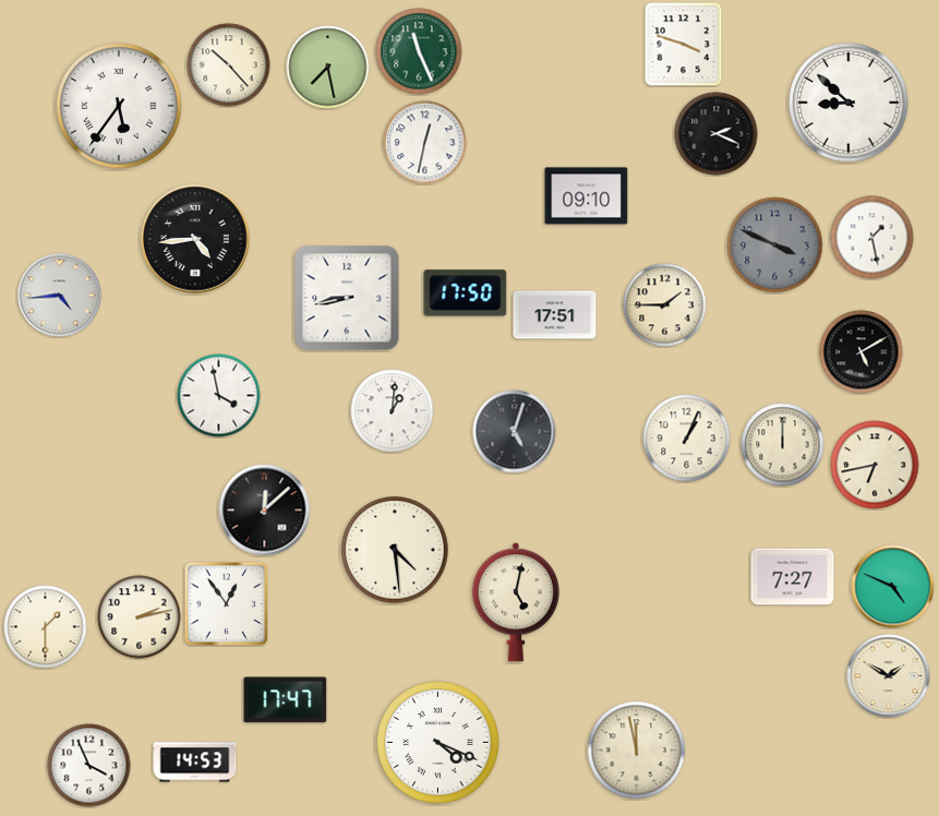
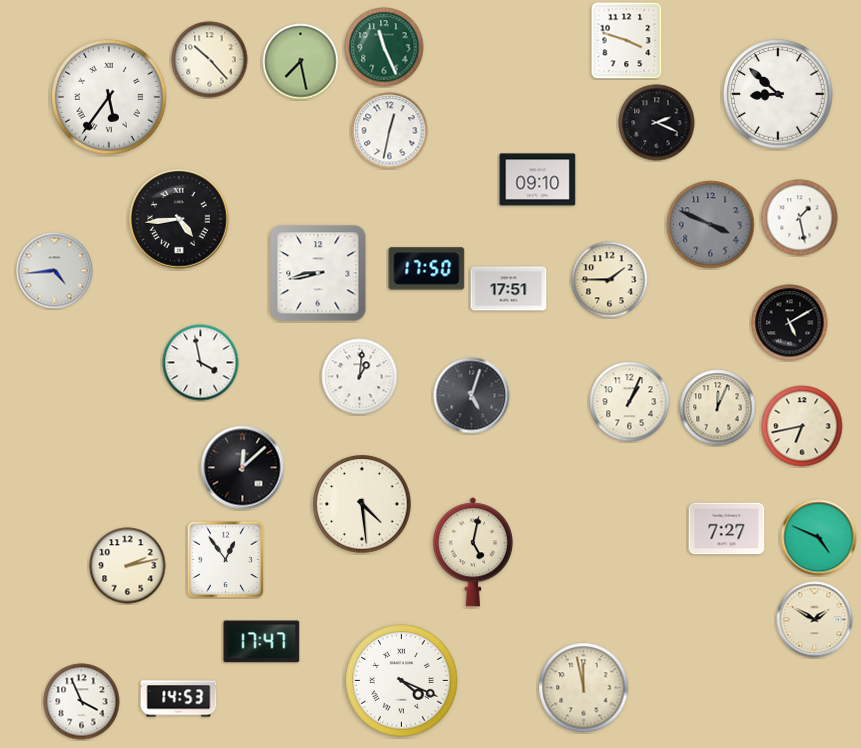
clock at (783, 445): 12:00 -> 12:04
clock at (226, 603) position: (226, 603) -> (225, 559)
clock at (46, 627): 1:30 -> none
